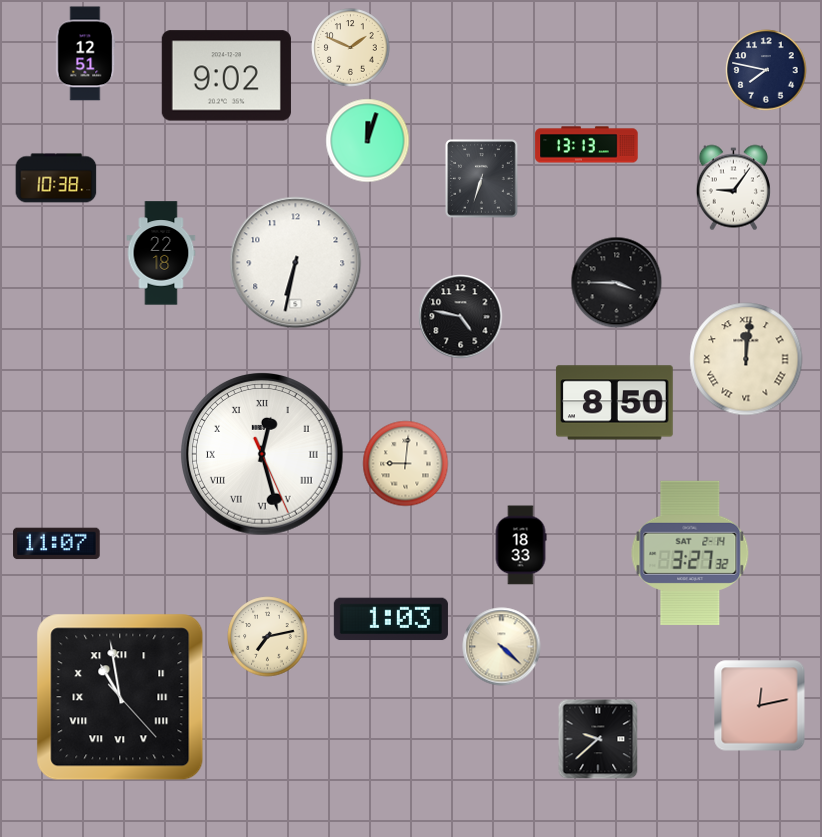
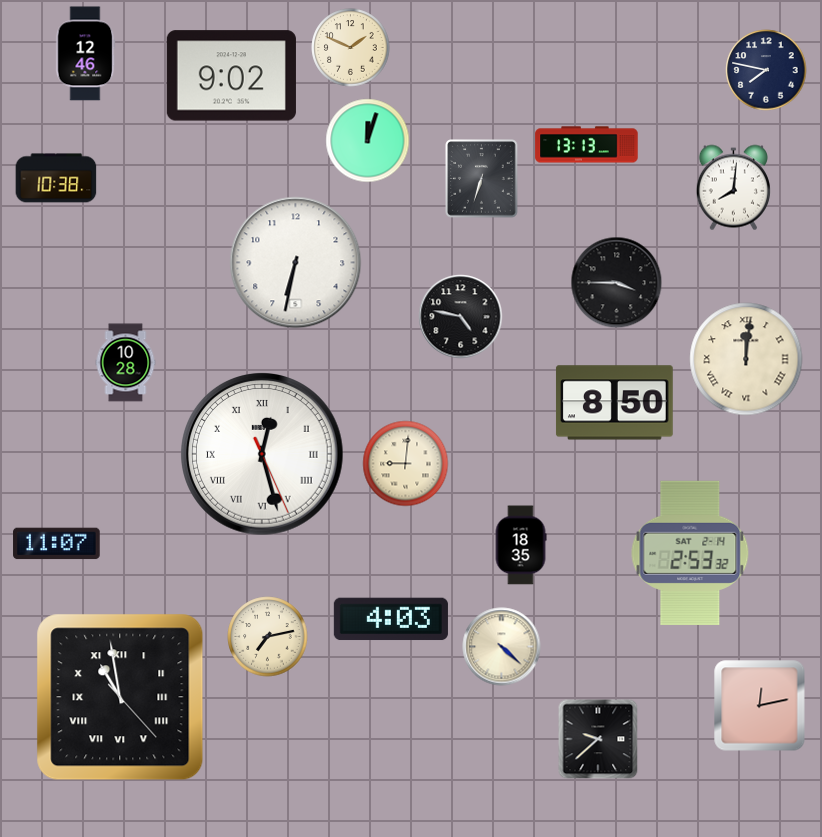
clock at (86, 54): 12:51 -> 12:46
clock at (226, 76) position: (226, 76) -> (231, 76)
clock at (733, 188): 9:06 -> 8:01
clock at (161, 253): 22:18 -> none
clock at (126, 363): none -> 10:28
clock at (521, 545): 18:33 -> 18:35
clock at (690, 553): 3:27 -> 2:53
clock at (391, 619): 1:03 -> 4:03
